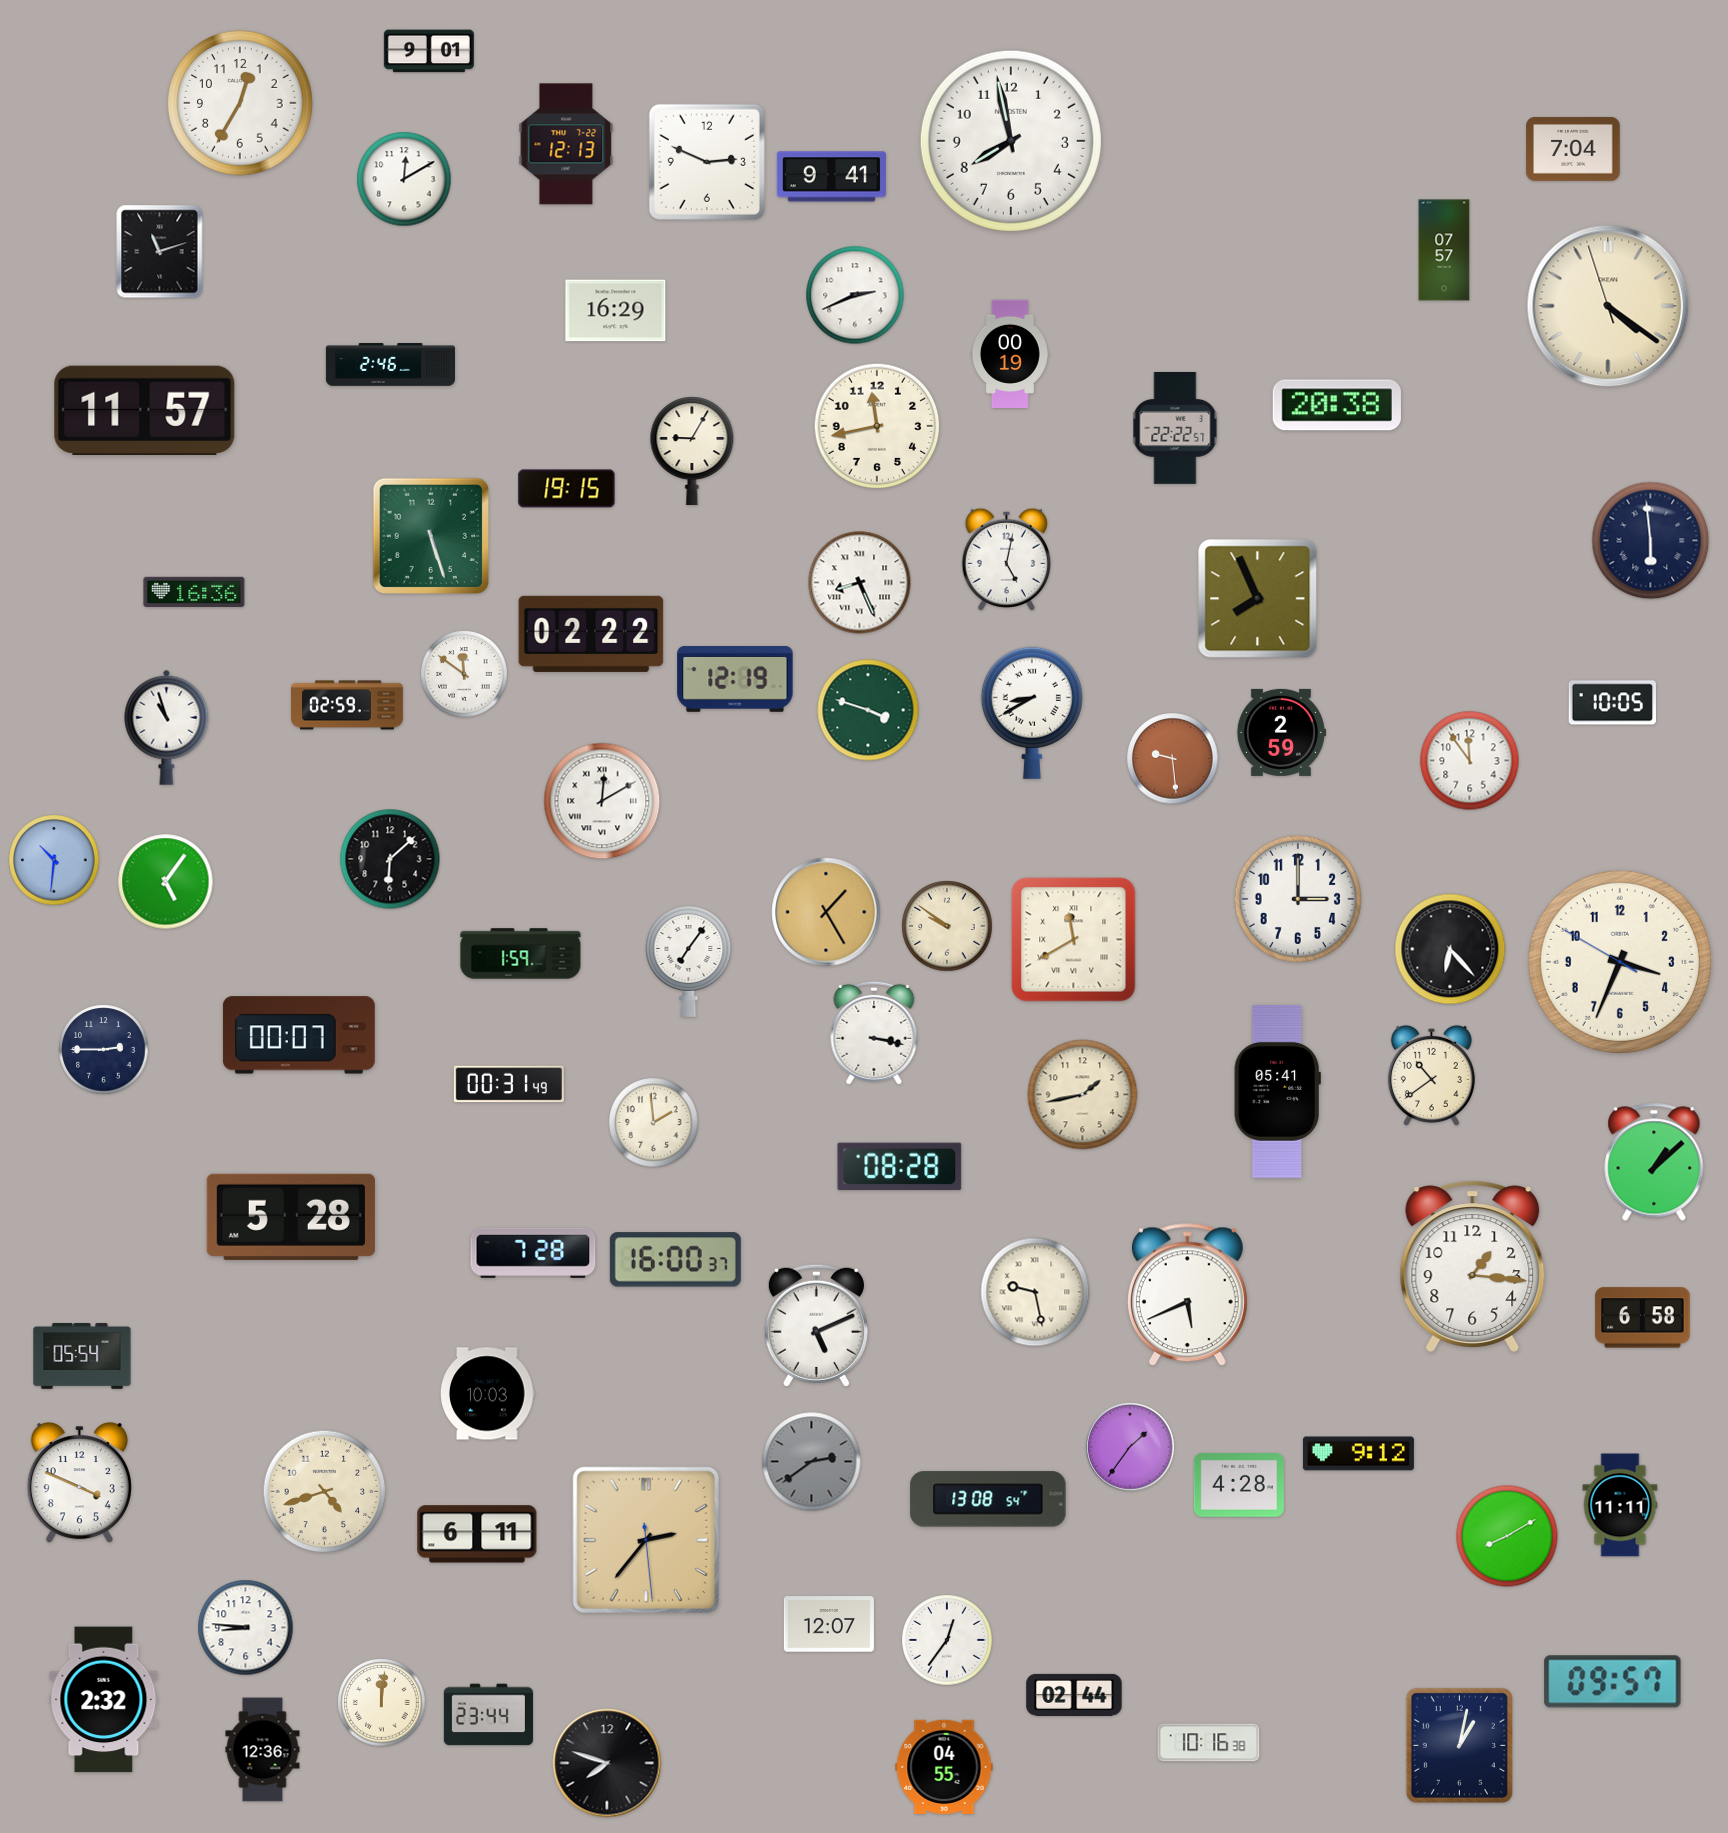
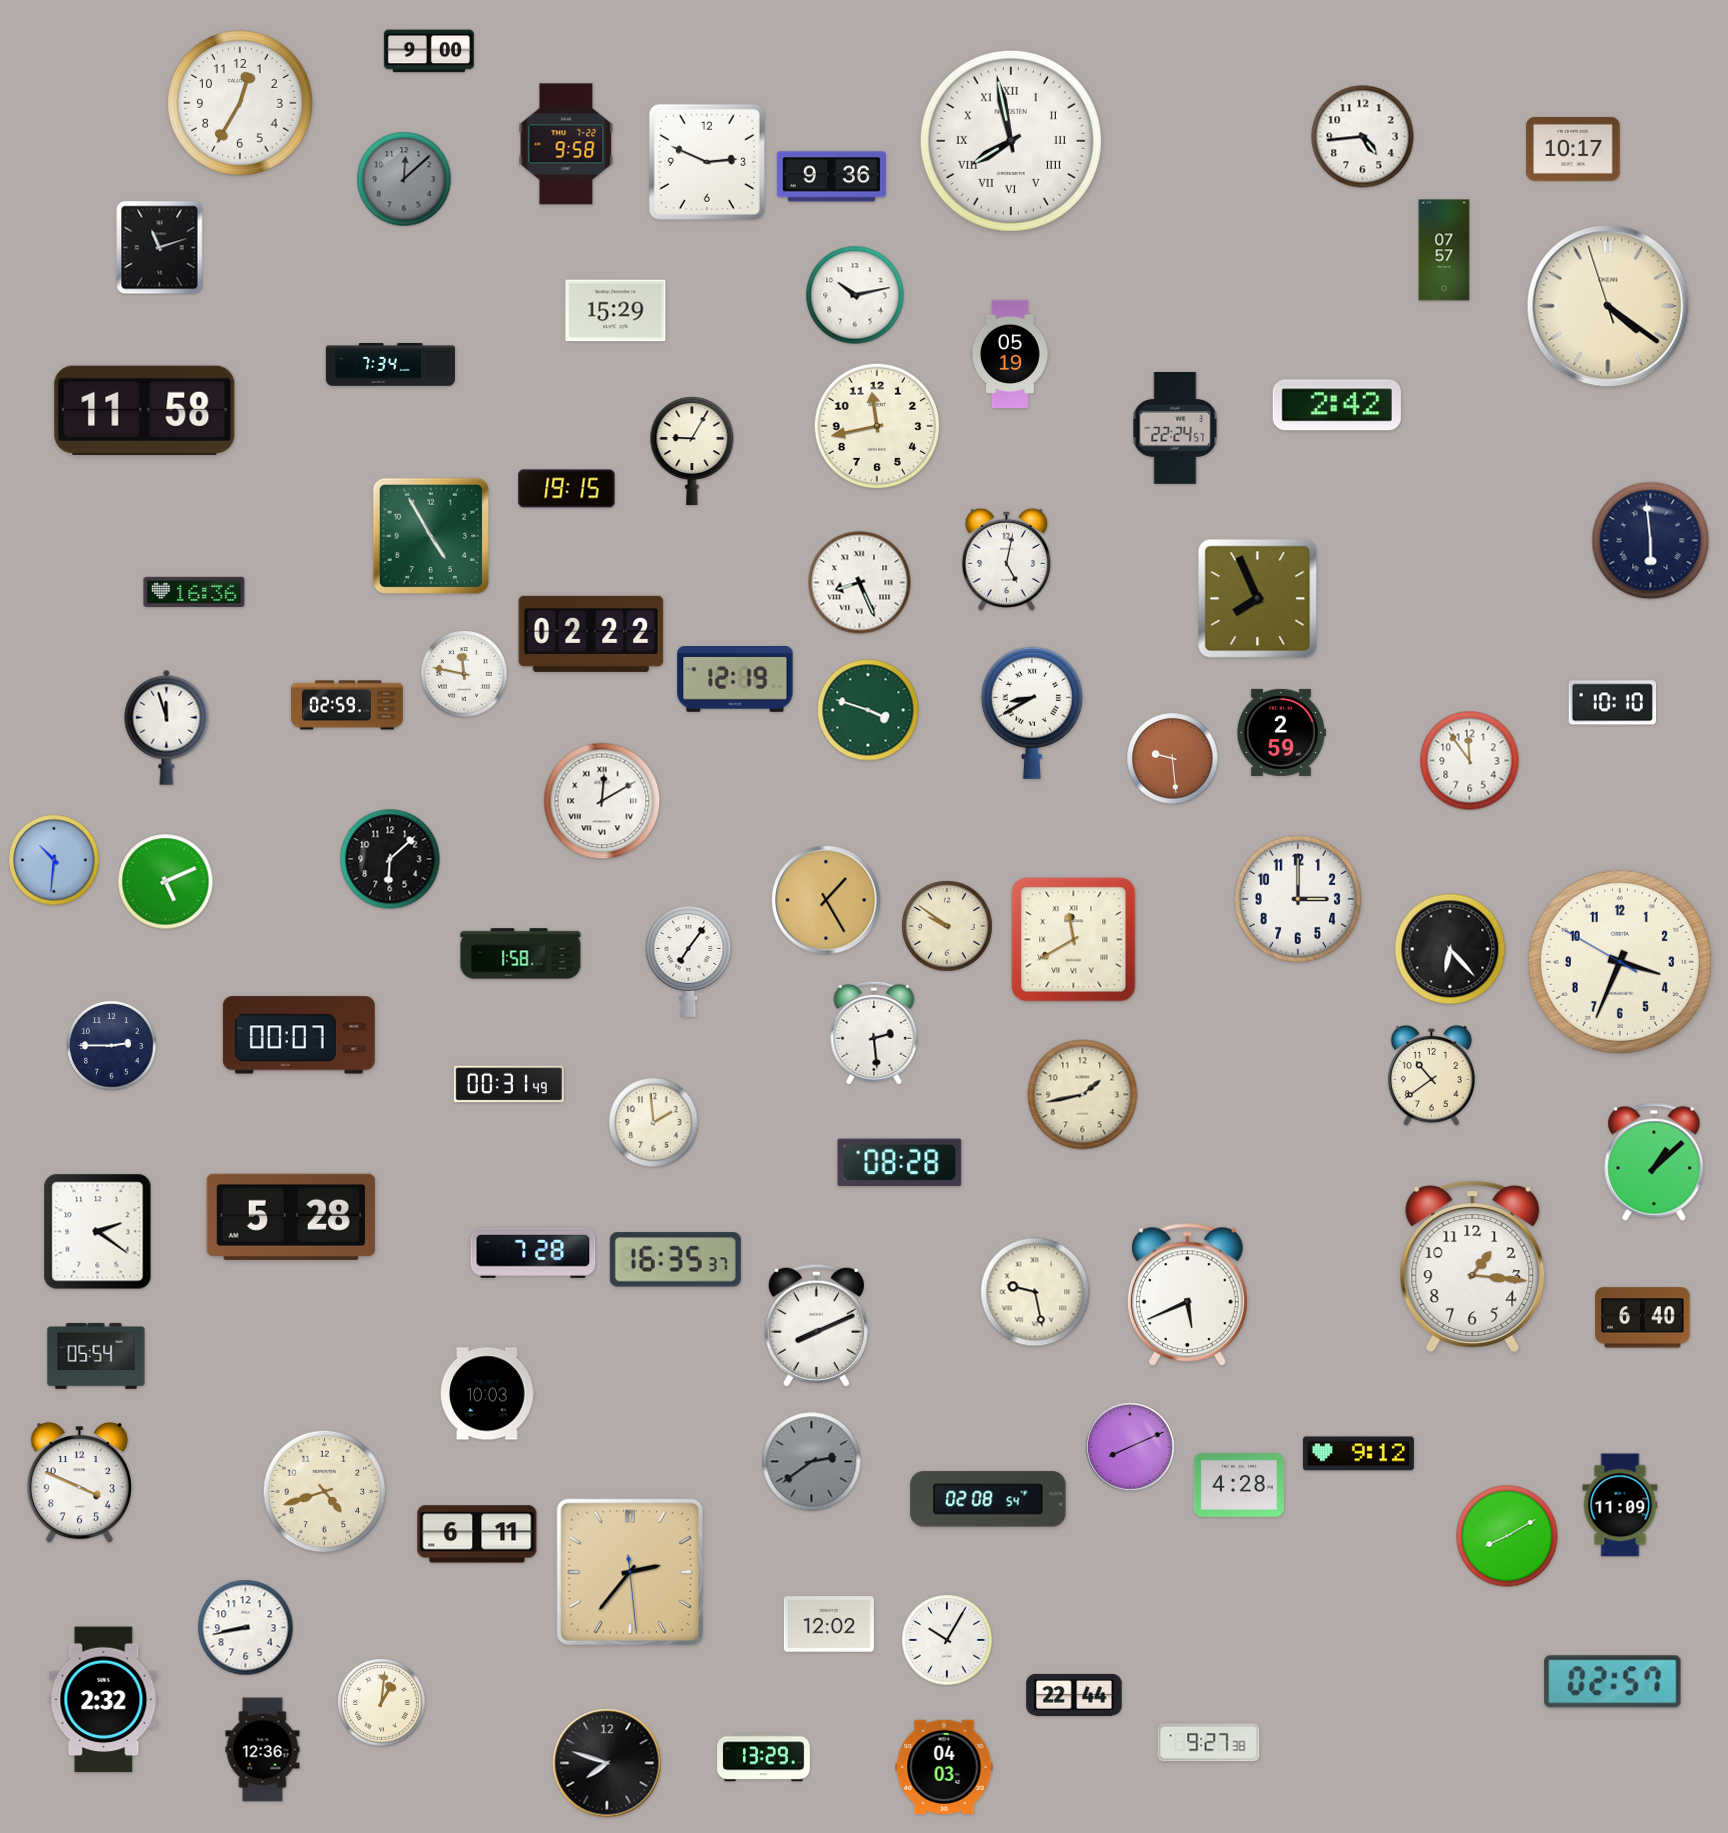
clock at (429, 51): 9:01 -> 9:00
clock at (1363, 137): none -> 4:44
clock at (1011, 141) numerals: Arabic -> Roman
clock at (566, 144): 12:13 -> 9:58
clock at (1573, 149): 7:04 -> 10:17
clock at (831, 177): 9:41 -> 9:36
clock at (404, 179): 12:10 -> 12:08
clock at (404, 179) dial: white -> grey
clock at (160, 252) position: (160, 252) -> (160, 248)
clock at (855, 295): 2:41 -> 10:13
clock at (616, 311): 16:29 -> 15:29
clock at (1010, 353): 00:19 -> 05:19
clock at (390, 365): 2:46 -> 7:34
clock at (1337, 405): 20:38 -> 2:42
clock at (145, 410): 11:57 -> 11:58
clock at (1175, 428): 22:22 -> 22:24
clock at (430, 535): 5:27 -> 4:55
clock at (464, 674): 11:51 -> 11:47
clock at (1613, 703): 10:05 -> 10:10
clock at (167, 727): 10:57 -> 11:57
clock at (166, 882): 5:06 -> 5:11
clock at (826, 912) position: (826, 912) -> (826, 900)
clock at (521, 954): 1:59 -> 1:58
clock at (874, 1033): 3:17 -> 2:29
clock at (104, 1050) position: (104, 1050) -> (112, 1046)
clock at (1277, 1091): 05:41 -> none
clock at (900, 1167) position: (900, 1167) -> (900, 1163)
clock at (98, 1232): none -> 2:21
clock at (675, 1260): 16:00 -> 16:35
clock at (1643, 1318): 6:58 -> 6:40
clock at (816, 1325): 5:11 -> 8:11
clock at (82, 1357) position: (82, 1357) -> (96, 1357)
clock at (1130, 1447): 1:36 -> 8:11
clock at (988, 1499): 13:08 -> 02:08
clock at (1620, 1505): 11:11 -> 11:09
clock at (646, 1540) position: (646, 1540) -> (630, 1572)
clock at (829, 1624): 12:07 -> 12:02
clock at (246, 1628): 8:46 -> 8:43
clock at (947, 1640): 12:36 -> 10:05
clock at (1613, 1682): 09:57 -> 02:57
clock at (1074, 1695): 02:44 -> 22:44
clock at (382, 1703): 12:01 -> 1:01
clock at (488, 1715): 23:44 -> none
clock at (1209, 1743): 10:16 -> 9:27
clock at (1459, 1745): 1:02 -> none
clock at (764, 1758): none -> 13:29
clock at (944, 1766): 04:55 -> 04:03
